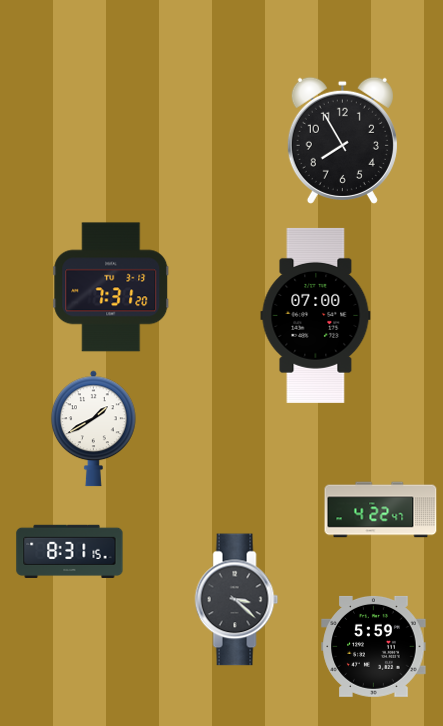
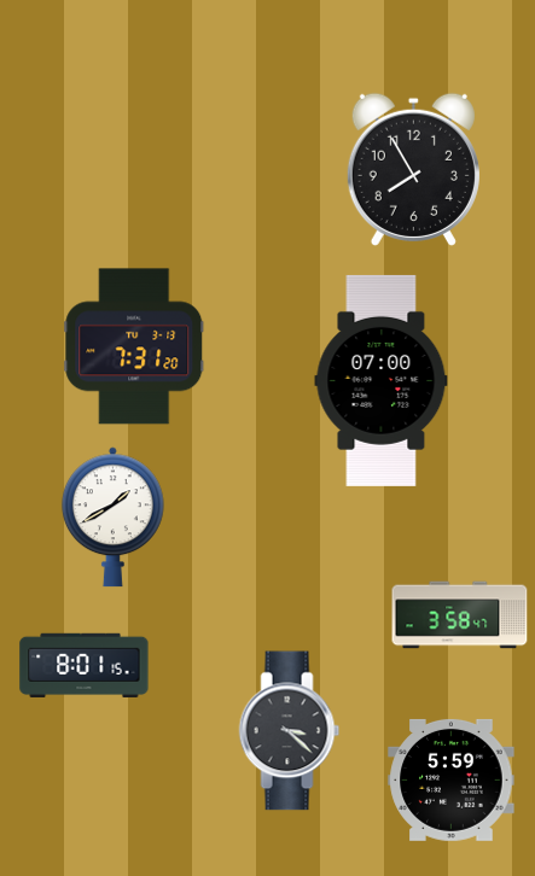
clock at (381, 510): 4:22 -> 3:58
clock at (70, 551): 8:31 -> 8:01
clock at (237, 600) position: (237, 600) -> (290, 731)
